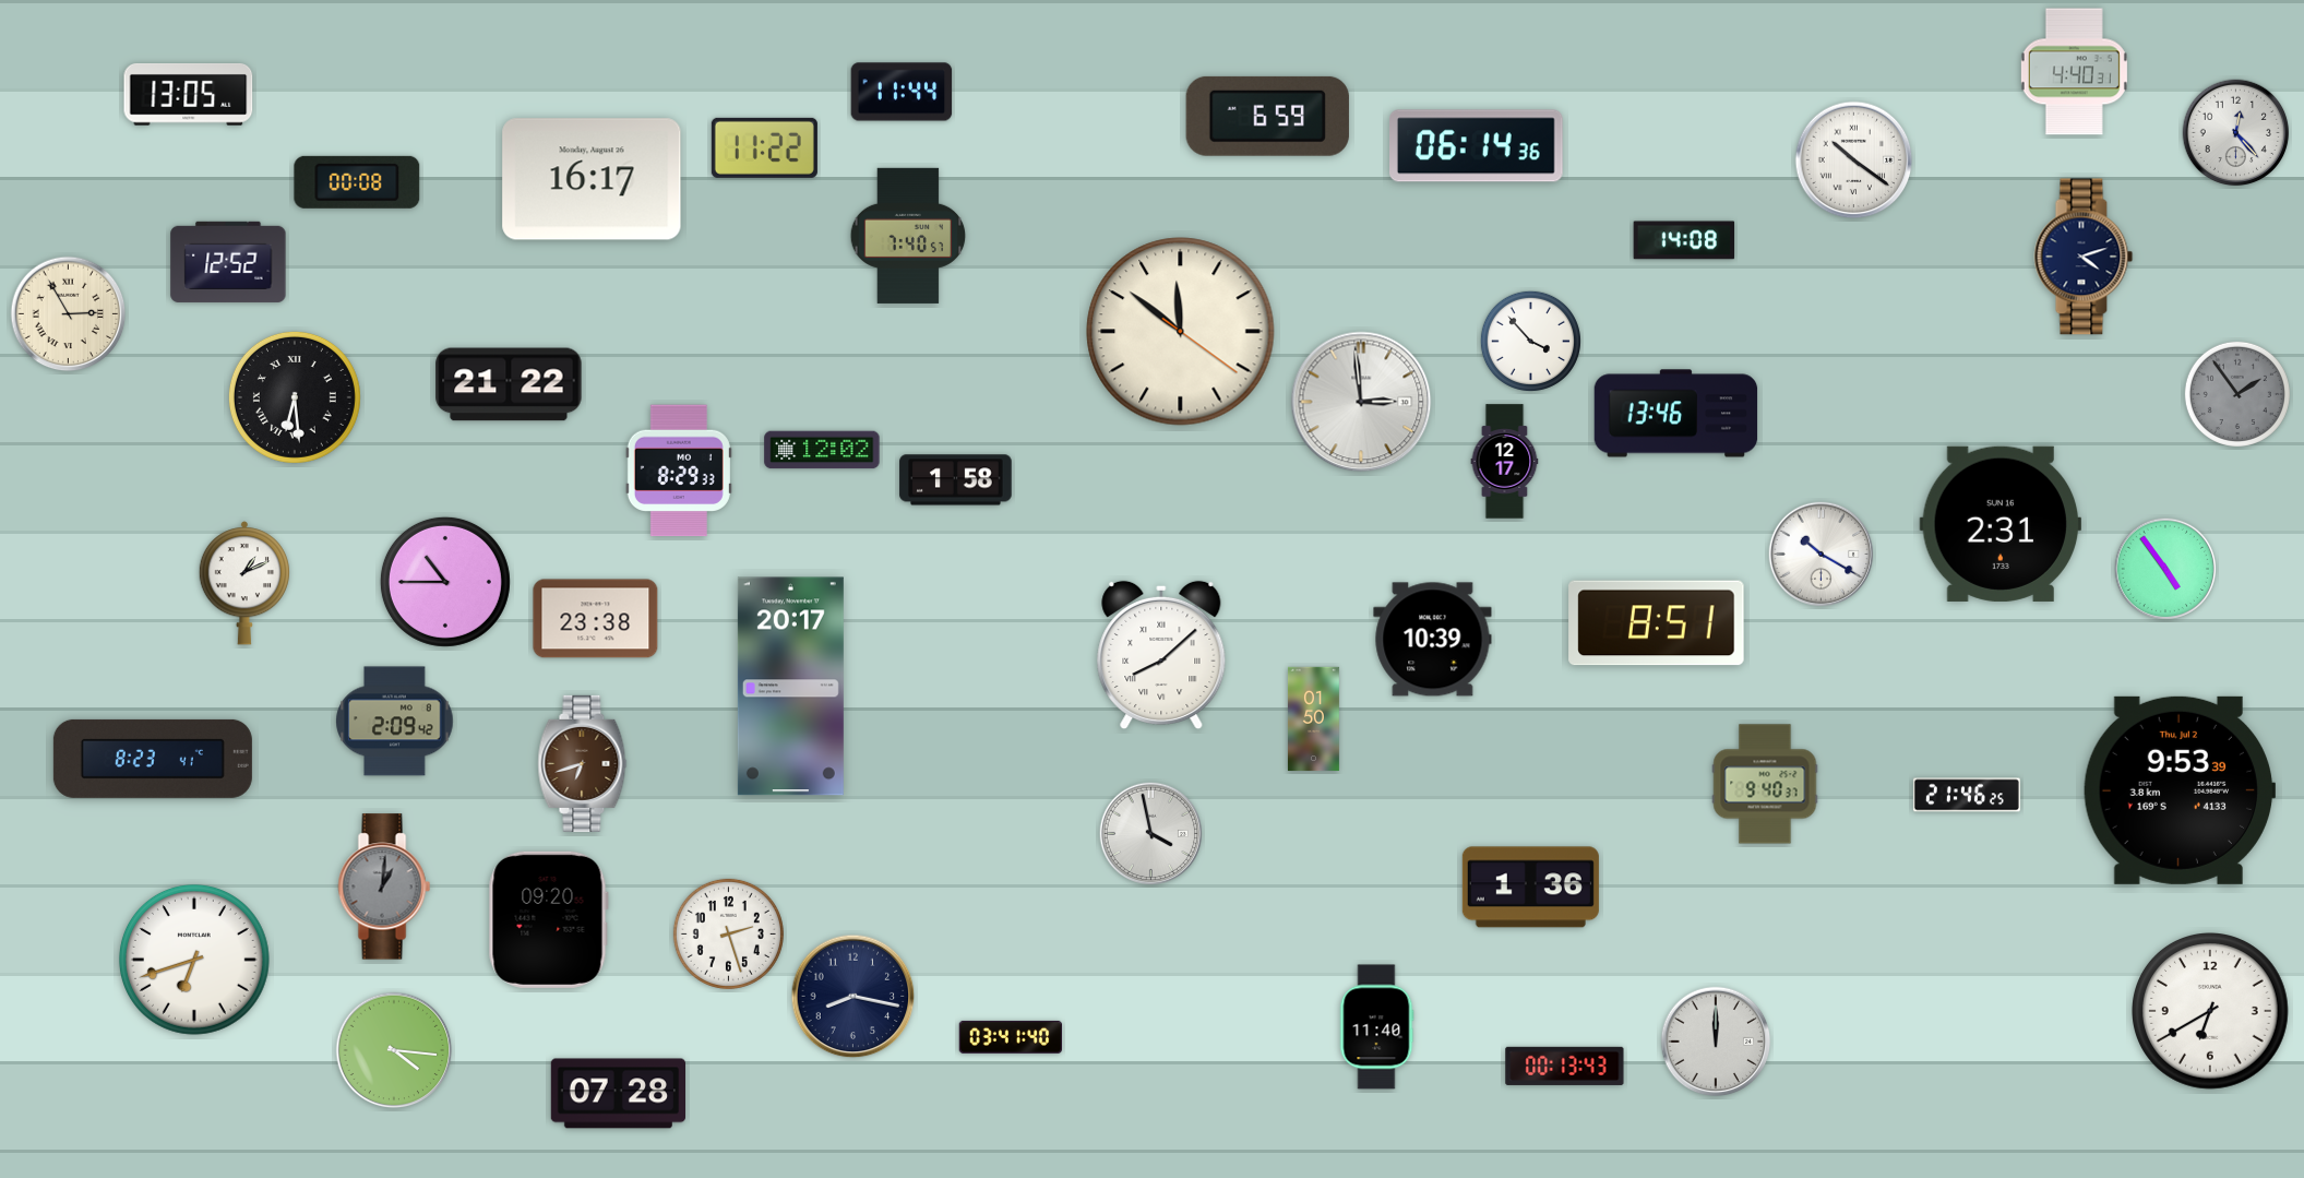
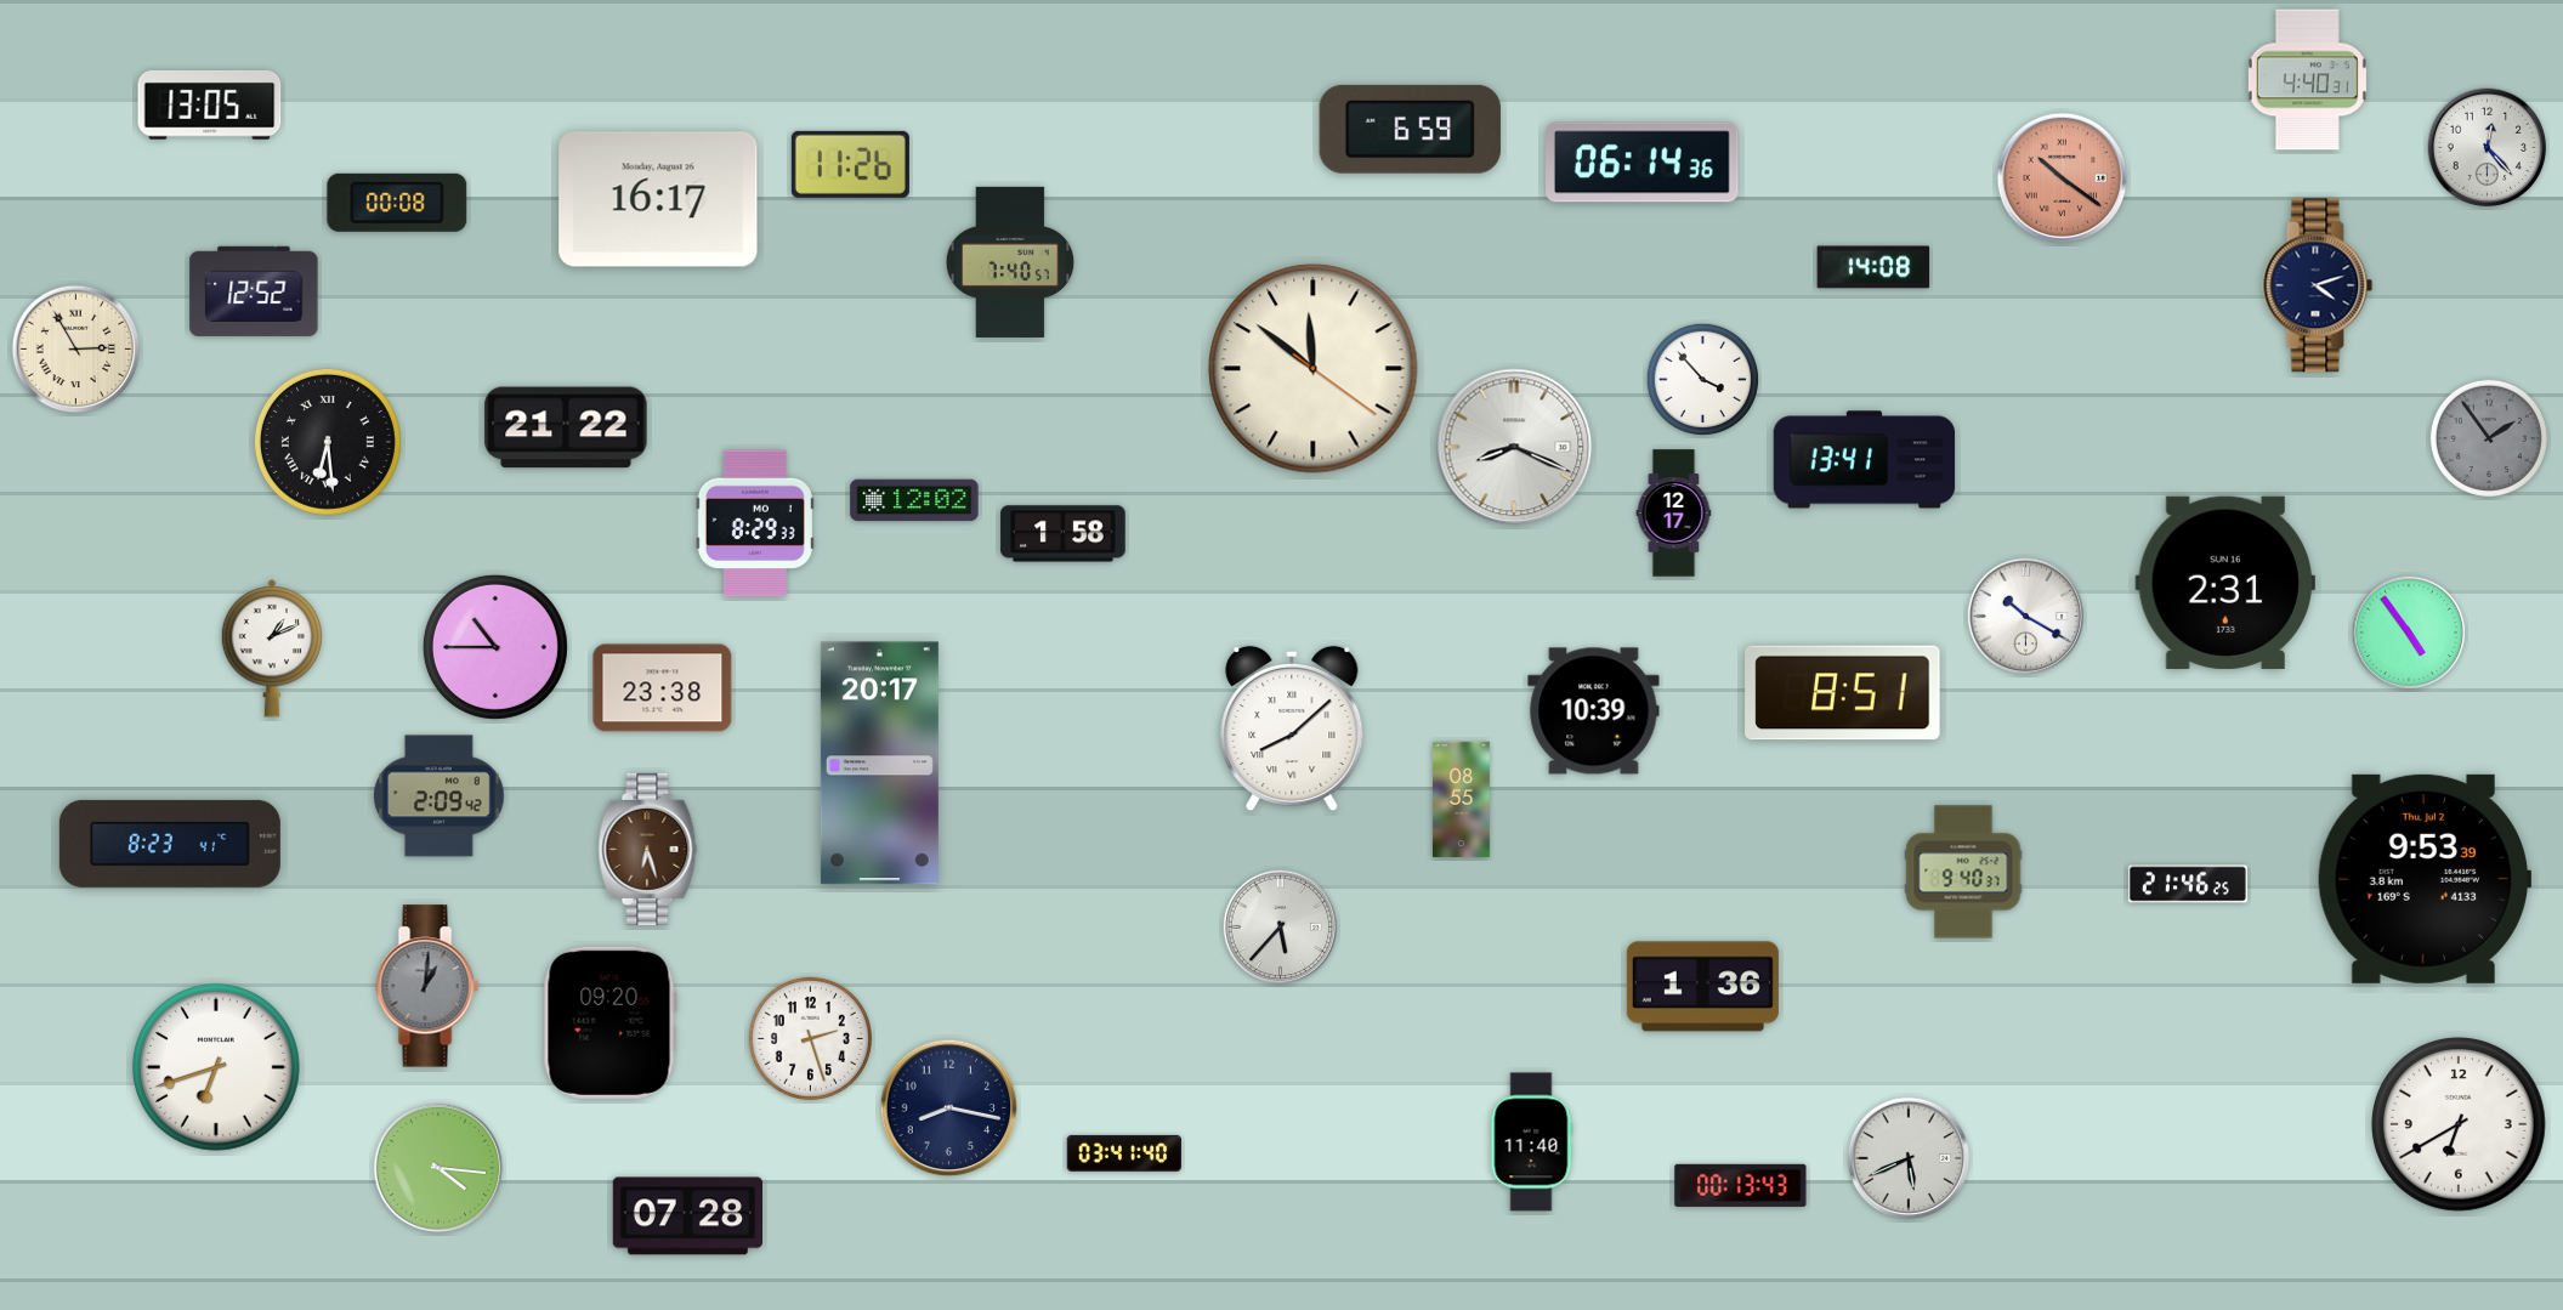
clock at (902, 92): 11:44 -> none
clock at (764, 147): 11:22 -> 11:26
clock at (1854, 160) dial: white -> salmon
clock at (1361, 402): 2:59 -> 8:19
clock at (1676, 414): 13:46 -> 13:41
clock at (1313, 719): 01:50 -> 08:55
clock at (395, 722) position: (395, 722) -> (440, 796)
clock at (583, 763): 6:42 -> 6:27
clock at (1151, 834): 3:58 -> 5:37
clock at (1716, 1042): 12:00 -> 5:41
